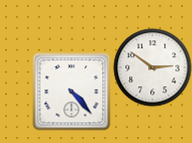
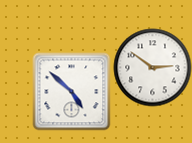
clock at (71, 91): 4:23 -> 4:52
